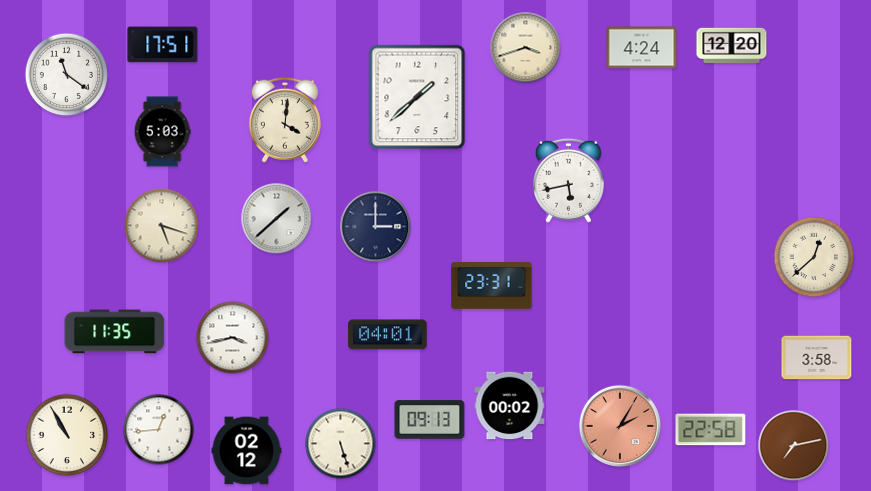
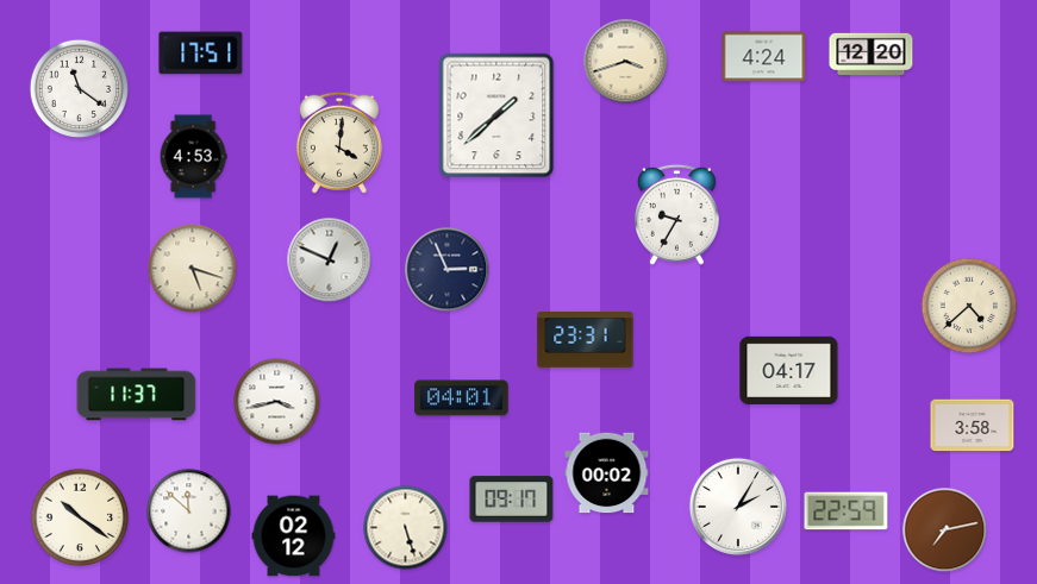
clock at (163, 45) position: (163, 45) -> (201, 54)
clock at (526, 48) position: (526, 48) -> (626, 62)
clock at (162, 132): 5:03 -> 4:53
clock at (568, 180): 5:43 -> 9:35
clock at (277, 219): 1:38 -> 12:49
clock at (376, 227): 3:00 -> 2:56
clock at (814, 257): 12:38 -> 4:38
clock at (789, 370): none -> 04:17
clock at (115, 332): 11:35 -> 11:37
clock at (510, 406) position: (510, 406) -> (607, 473)
clock at (430, 420): 09:13 -> 09:17
clock at (620, 426) dial: salmon -> white
clock at (159, 430): 12:44 -> 11:52
clock at (711, 430): 22:58 -> 22:59
clock at (67, 435): 10:55 -> 10:21
